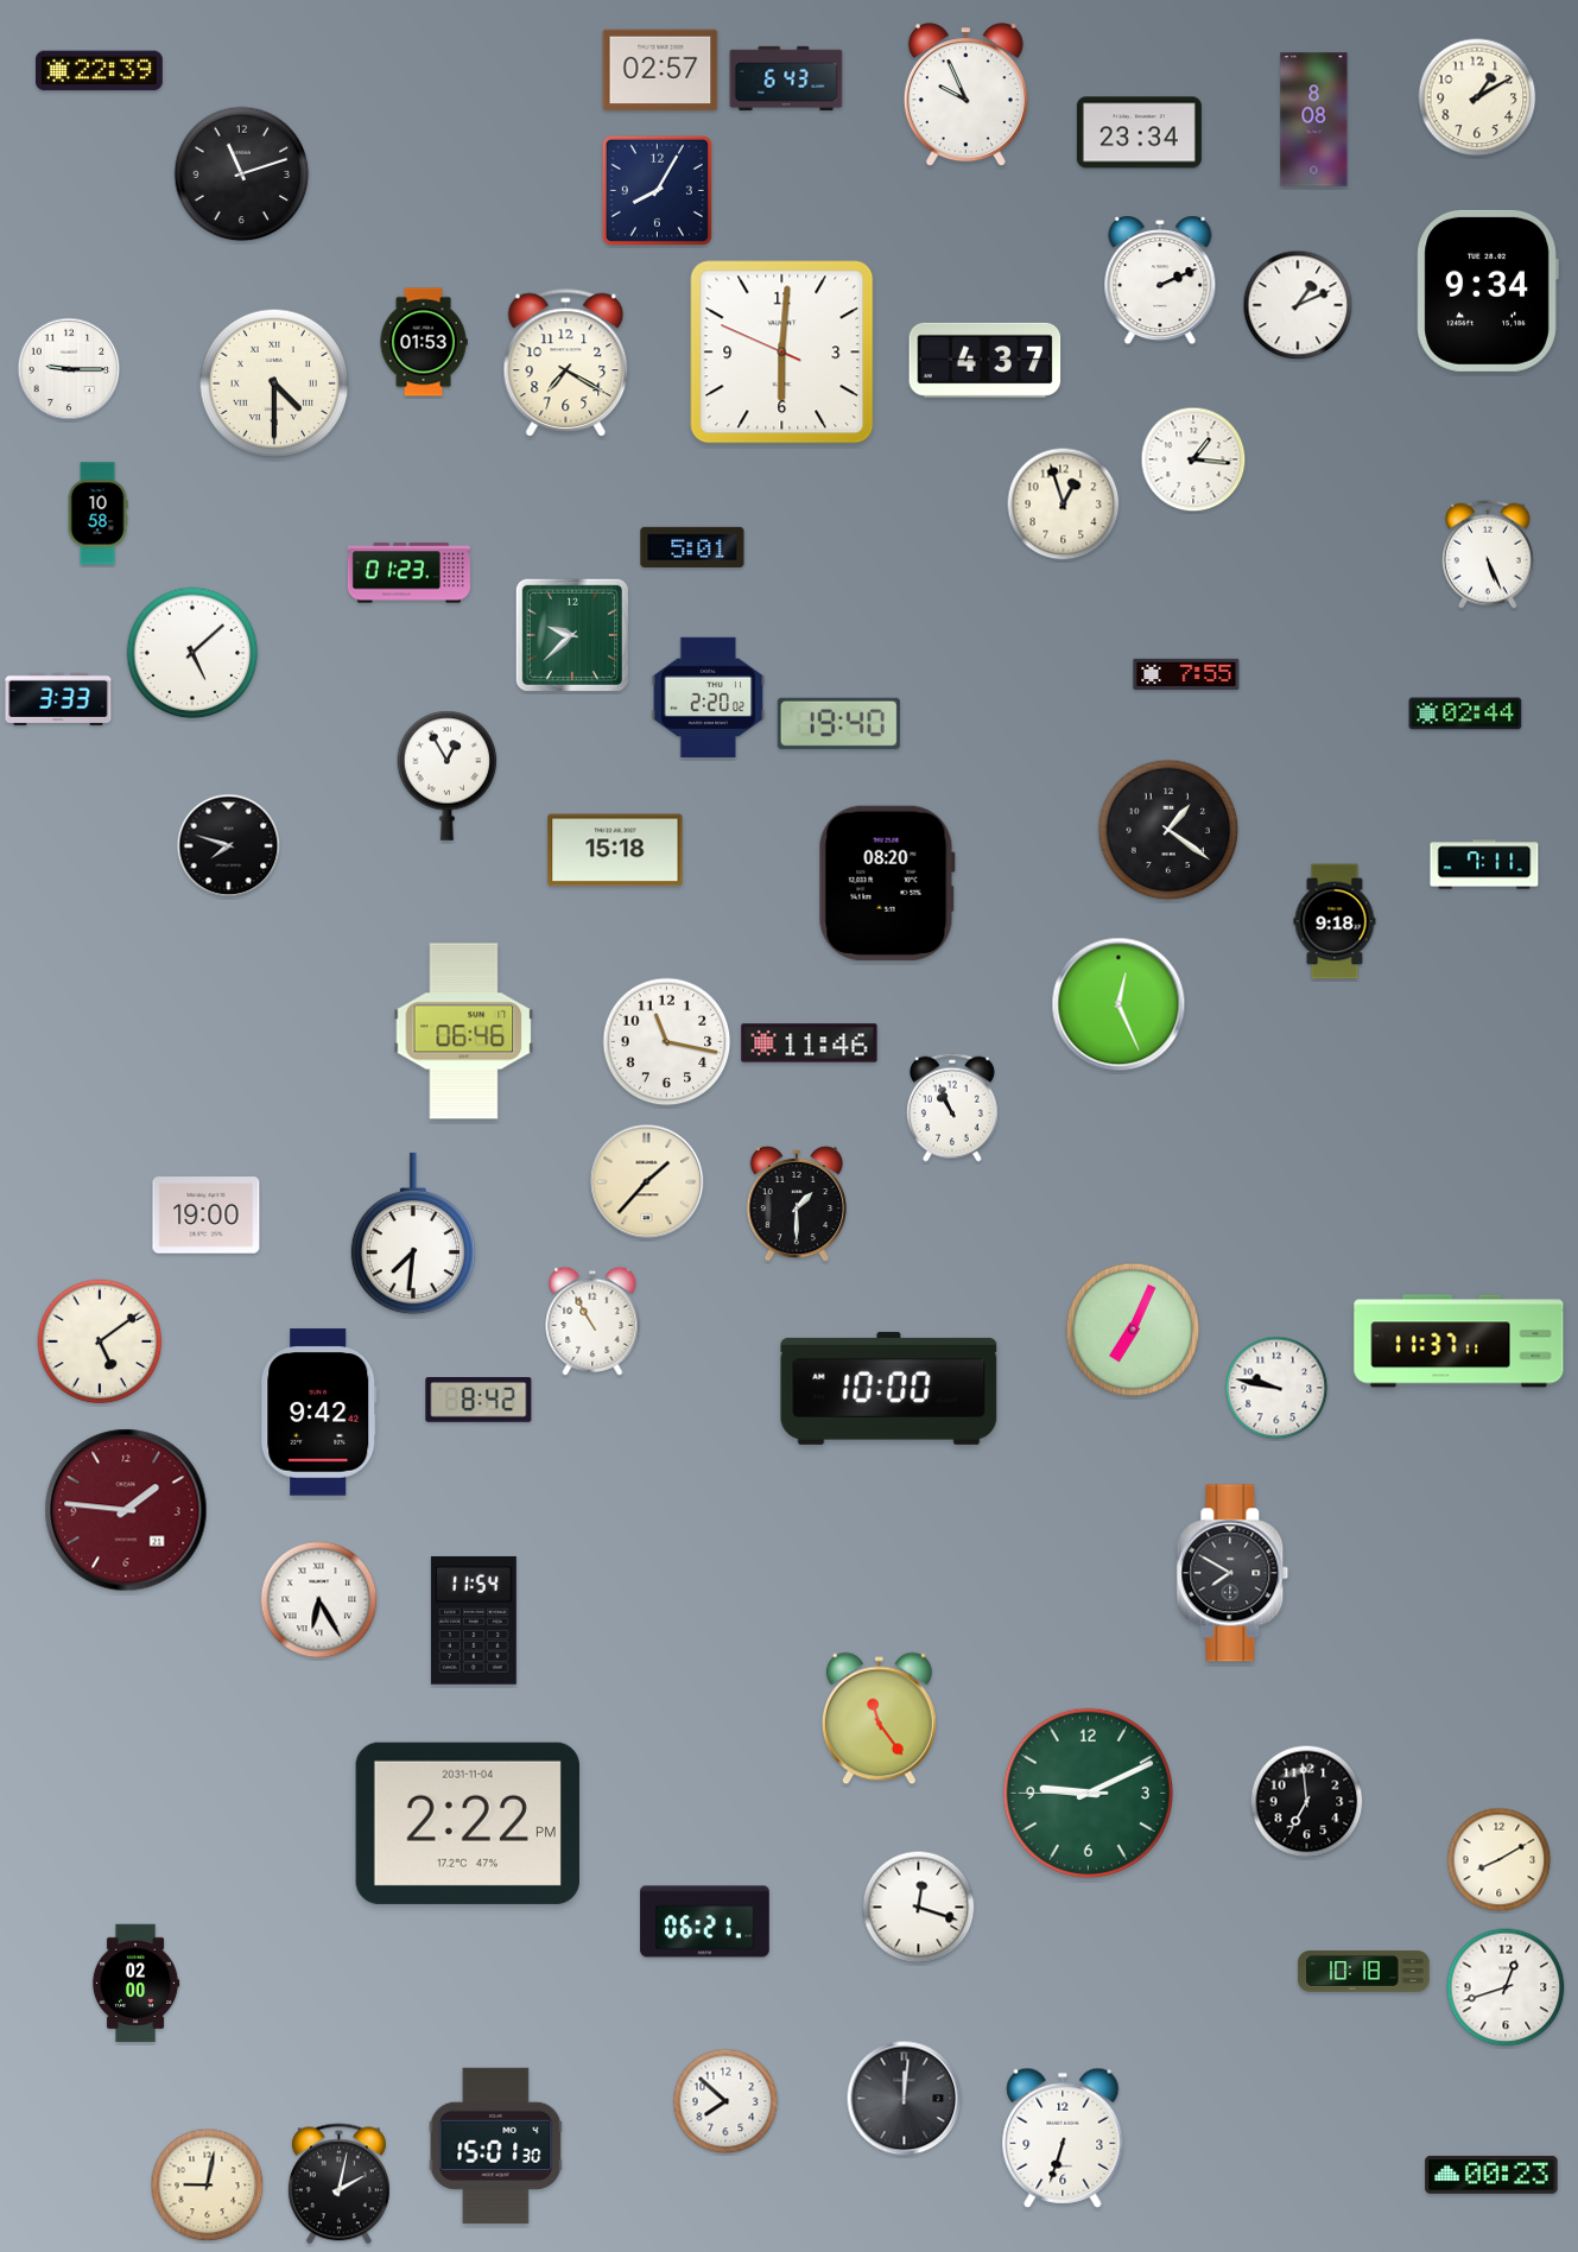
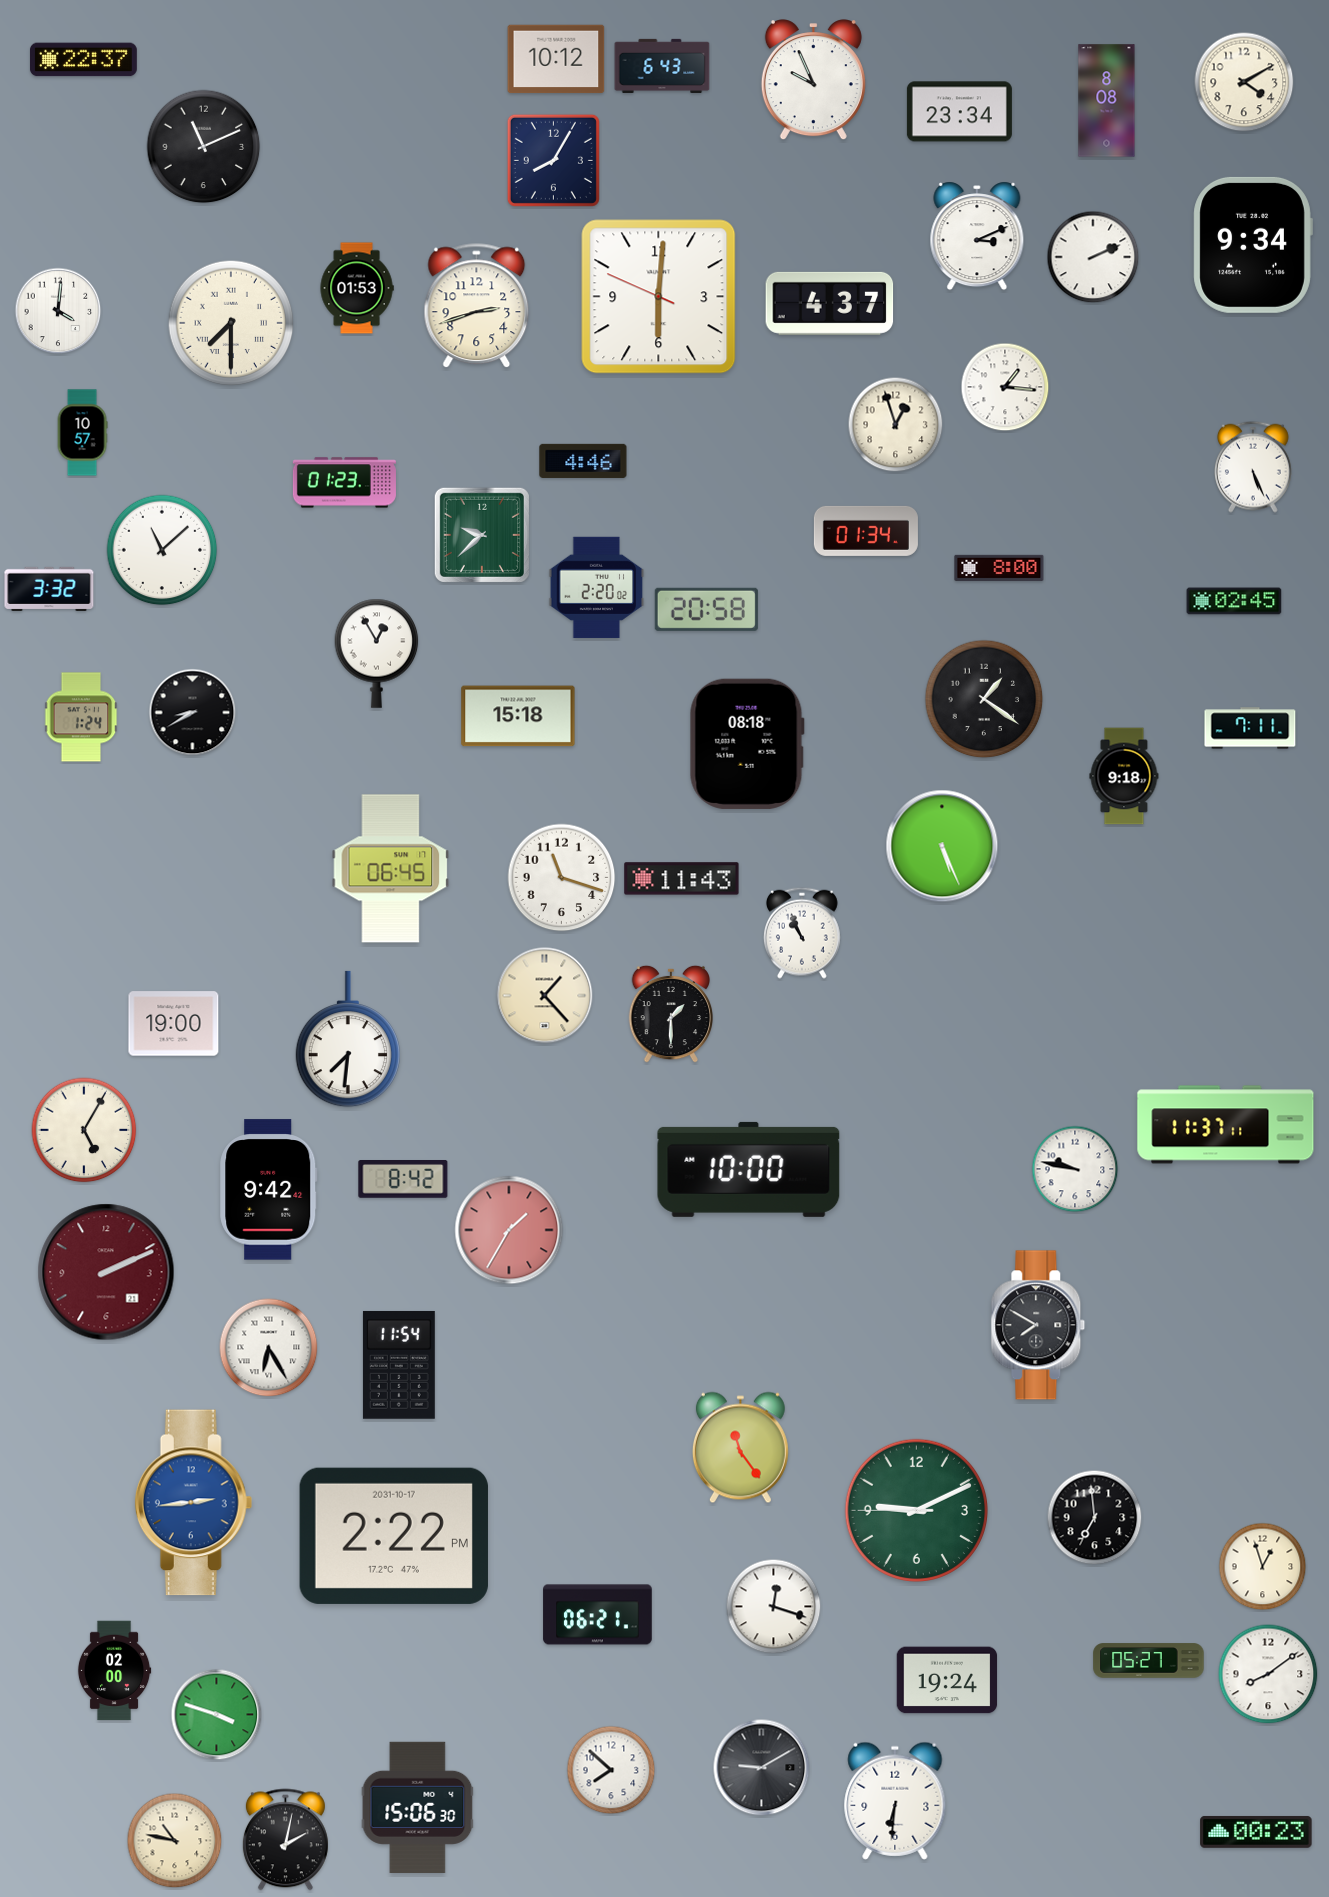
clock at (660, 70): 02:57 -> 10:12
clock at (99, 71): 22:39 -> 22:37
clock at (1477, 97): 1:10 -> 4:10
clock at (242, 175): 11:12 -> 11:11
clock at (1160, 280): 2:11 -> 3:11
clock at (1298, 305): 1:11 -> 2:11
clock at (566, 363): 7:20 -> 2:42
clock at (69, 369): 9:15 -> 4:01
clock at (274, 383): 4:30 -> 7:30
clock at (97, 514): 10:58 -> 10:57
clock at (692, 547): 5:01 -> 4:46
clock at (866, 531): none -> 01:34
clock at (192, 653): 5:08 -> 11:08
clock at (1186, 674): 7:55 -> 8:00
clock at (58, 699): 3:33 -> 3:32
clock at (1465, 713): 02:44 -> 02:45
clock at (838, 723): 19:40 -> 20:58
clock at (229, 846): 7:48 -> 8:40
clock at (81, 717): none -> 1:24
clock at (887, 883): 08:20 -> 08:18
clock at (1118, 1004): 12:26 -> 5:26
clock at (464, 1032): 06:46 -> 06:45
clock at (667, 1042): 11:17 -> 11:18
clock at (810, 1043): 11:46 -> 11:43
clock at (647, 1182): 1:37 -> 1:23
clock at (592, 1321): 10:55 -> none
clock at (1133, 1330): 7:04 -> none
clock at (100, 1341): 5:09 -> 5:05
clock at (1459, 1341) position: (1459, 1341) -> (1226, 1125)
clock at (509, 1230): none -> 1:35
clock at (126, 1510): 1:46 -> 2:11
clock at (194, 1503): none -> 2:44
clock at (1307, 1802) position: (1307, 1802) -> (1095, 1518)
clock at (468, 1823) date: 2031-11-04 -> 2031-10-17
clock at (1500, 1860): 8:10 -> 12:57
clock at (705, 1922) position: (705, 1922) -> (598, 1615)
clock at (1364, 1972): 10:18 -> 05:27
clock at (1506, 1987): 12:42 -> 8:09
clock at (947, 1680): none -> 19:24
clock at (217, 1715): none -> 3:48
clock at (905, 2099): 12:01 -> 9:10
clock at (1063, 2138): 6:33 -> 6:31
clock at (496, 2145): 15:01 -> 15:06
clock at (208, 2186): 9:02 -> 10:47
